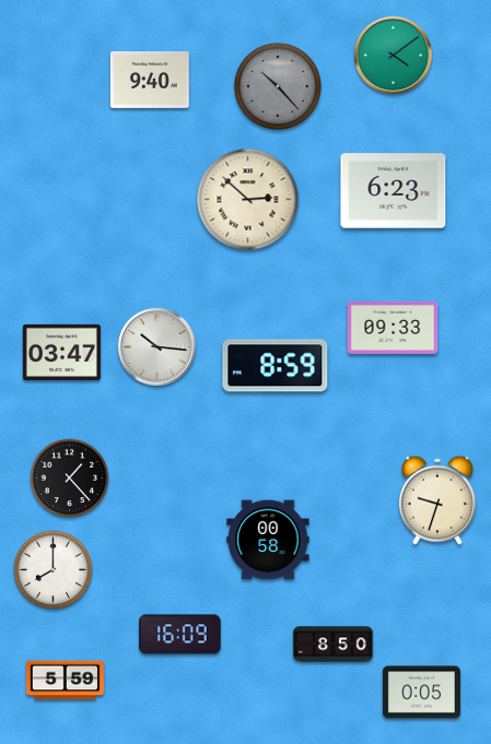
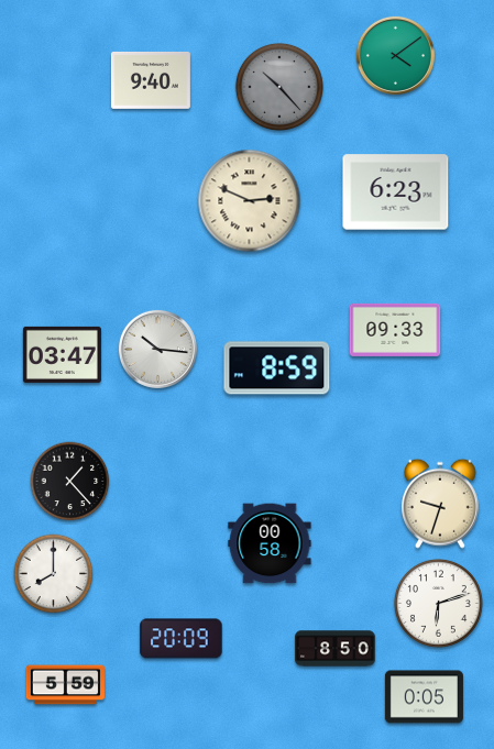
clock at (248, 200): 2:52 -> 2:49
clock at (438, 603): none -> 6:12
clock at (180, 635): 16:09 -> 20:09
